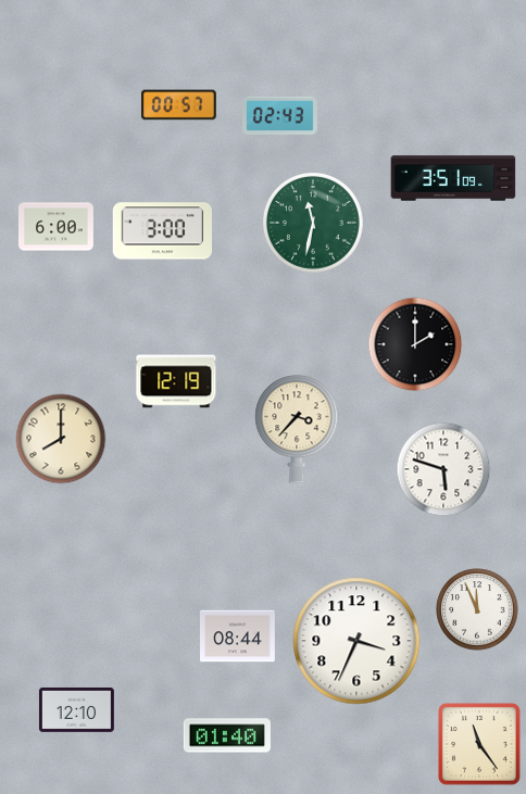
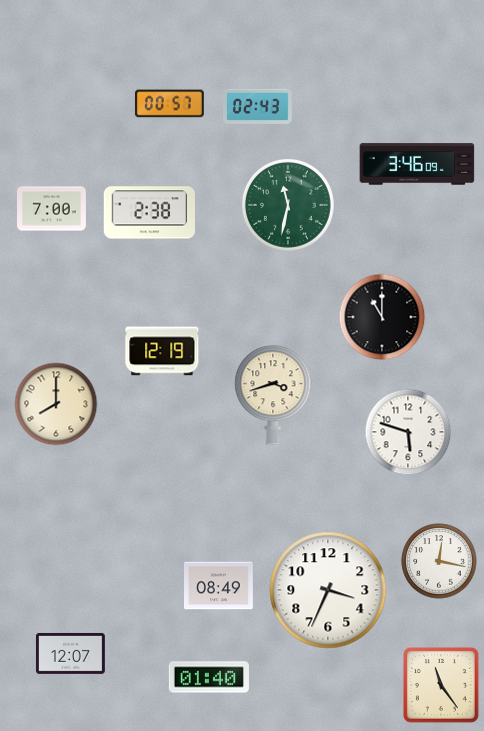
clock at (178, 105) position: (178, 105) -> (169, 104)
clock at (453, 178): 3:51 -> 3:46
clock at (57, 227): 6:00 -> 7:00
clock at (162, 231): 3:00 -> 2:38
clock at (415, 344): 2:00 -> 11:00
clock at (297, 429): 3:37 -> 3:42
clock at (477, 609): 11:56 -> 12:17
clock at (238, 637): 08:44 -> 08:49
clock at (77, 709): 12:10 -> 12:07
